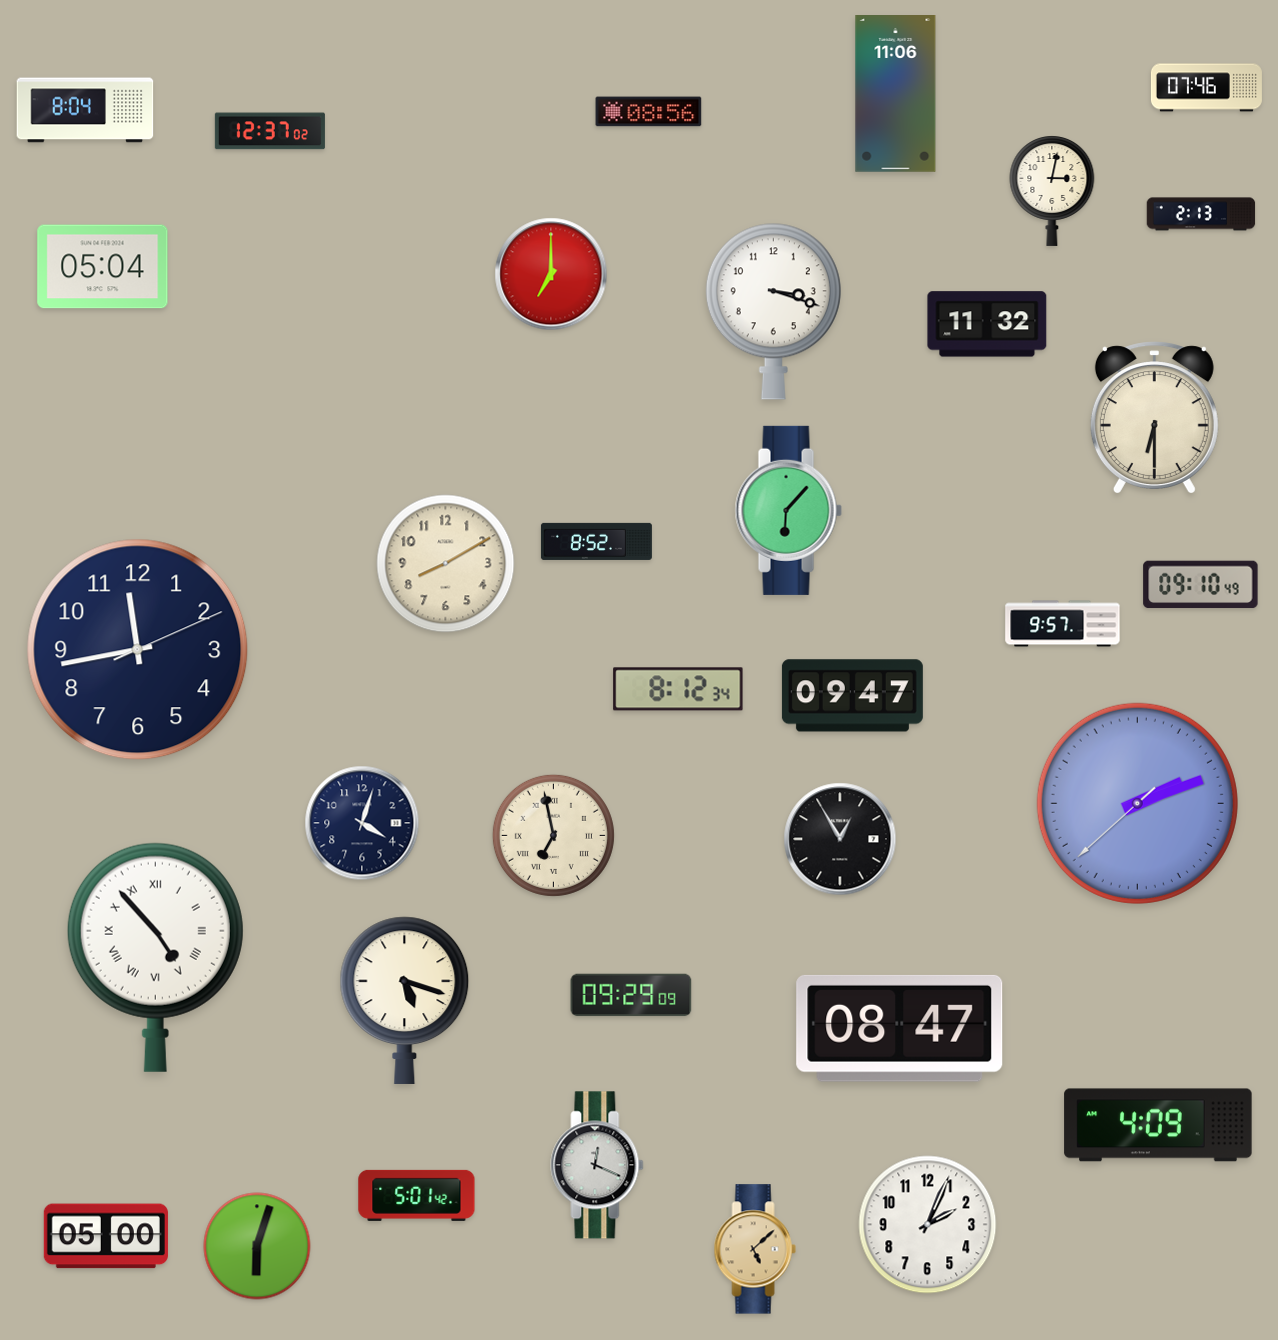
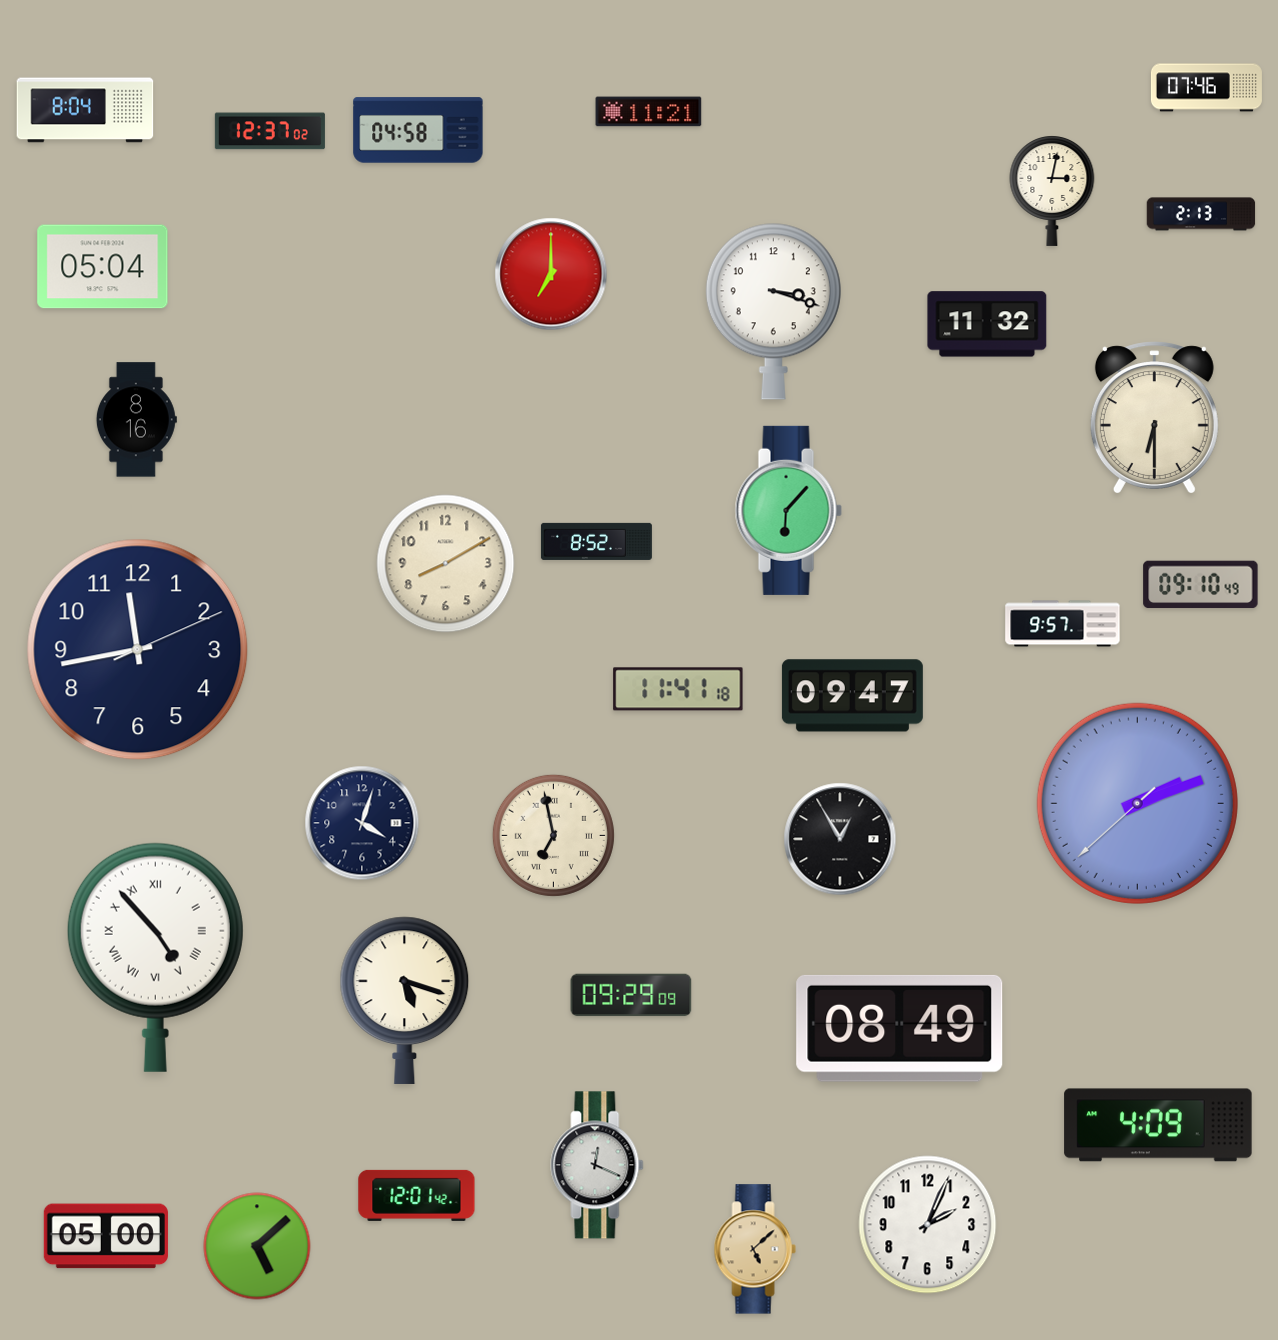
clock at (896, 94): 11:06 -> none
clock at (649, 112): 08:56 -> 11:21
clock at (418, 130): none -> 04:58
clock at (136, 420): none -> 8:16
clock at (678, 689): 8:12 -> 11:41
clock at (900, 1028): 08:47 -> 08:49
clock at (417, 1195): 5:01 -> 12:01
clock at (257, 1246): 6:03 -> 5:08
